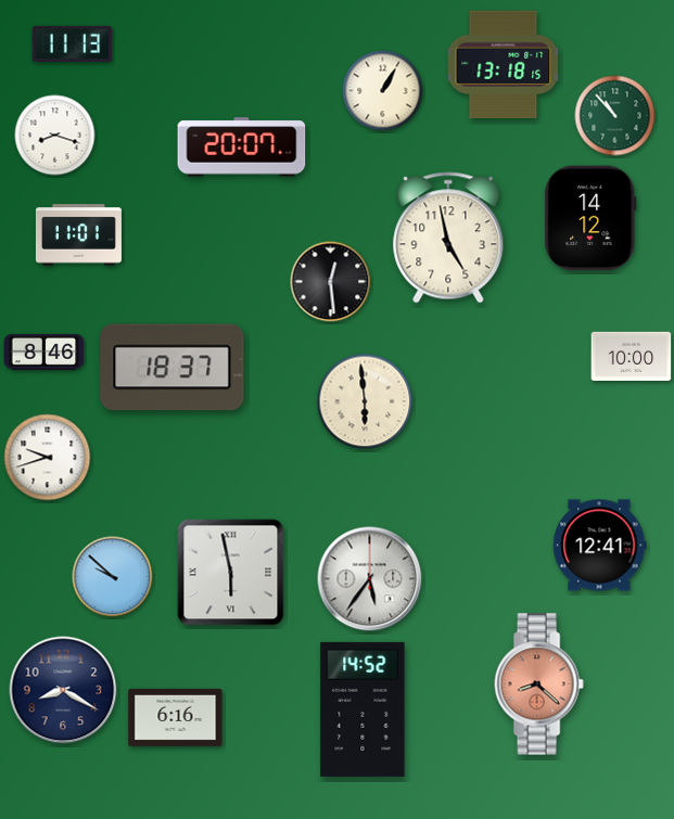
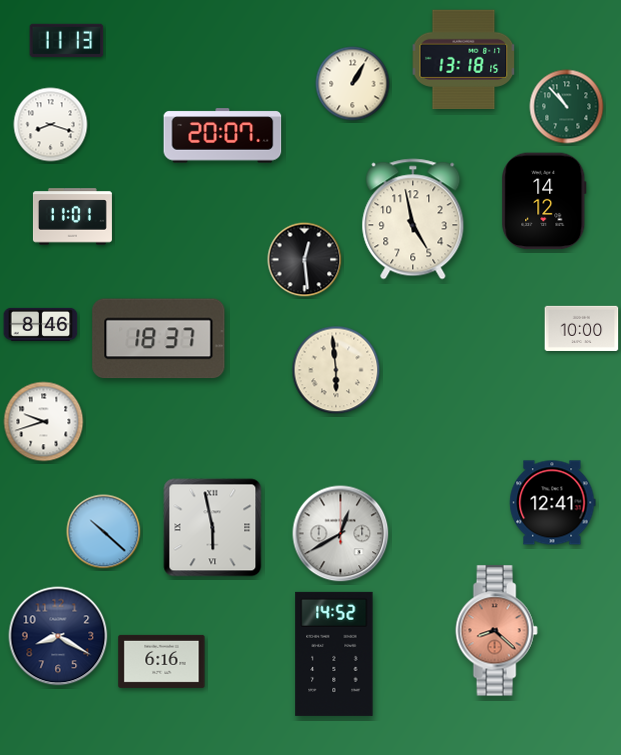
clock at (113, 577): 9:52 -> 10:22
clock at (370, 579): 5:36 -> 12:40
